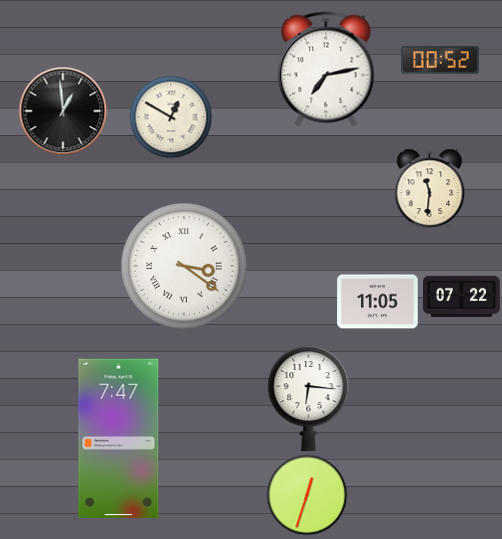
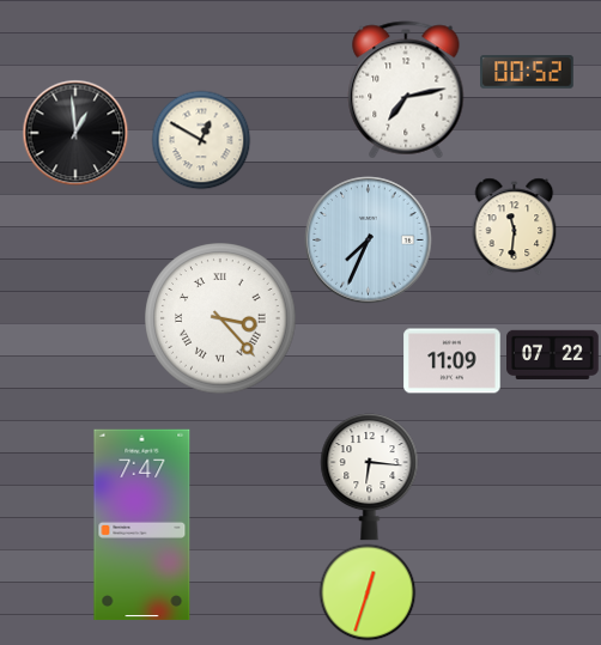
clock at (326, 69) position: (326, 69) -> (406, 90)
clock at (171, 117) position: (171, 117) -> (201, 140)
clock at (369, 241): none -> 7:34
clock at (184, 266): 3:21 -> 3:23
clock at (378, 302): 11:05 -> 11:09
